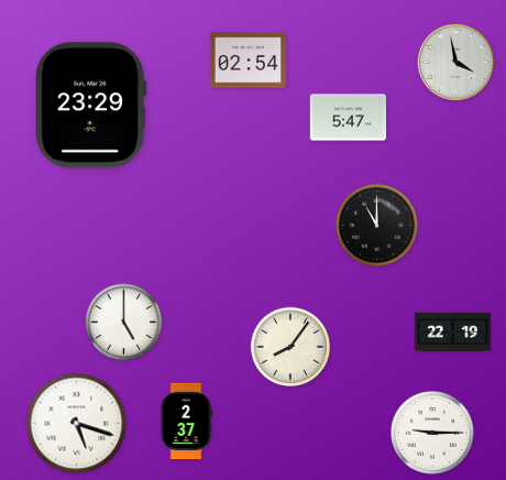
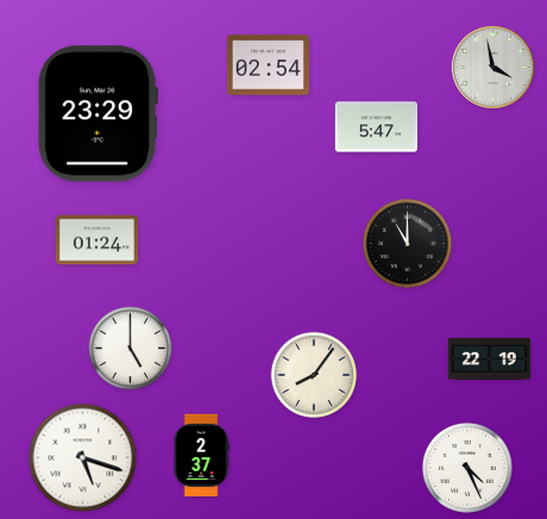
clock at (96, 240): none -> 01:24
clock at (124, 323) position: (124, 323) -> (131, 349)
clock at (432, 433): 9:15 -> 4:26
